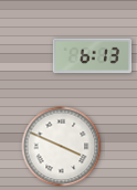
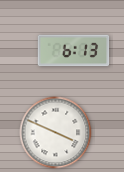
clock at (93, 56) position: (93, 56) -> (74, 51)
